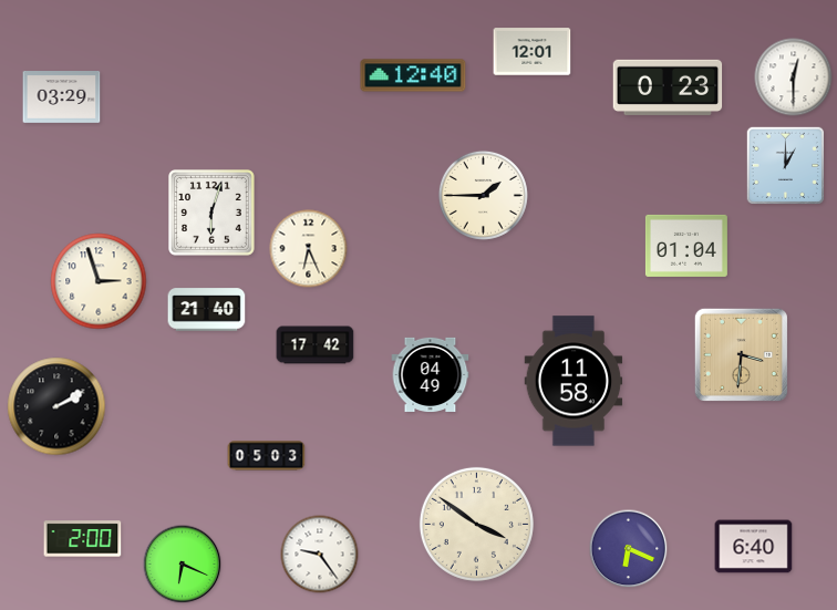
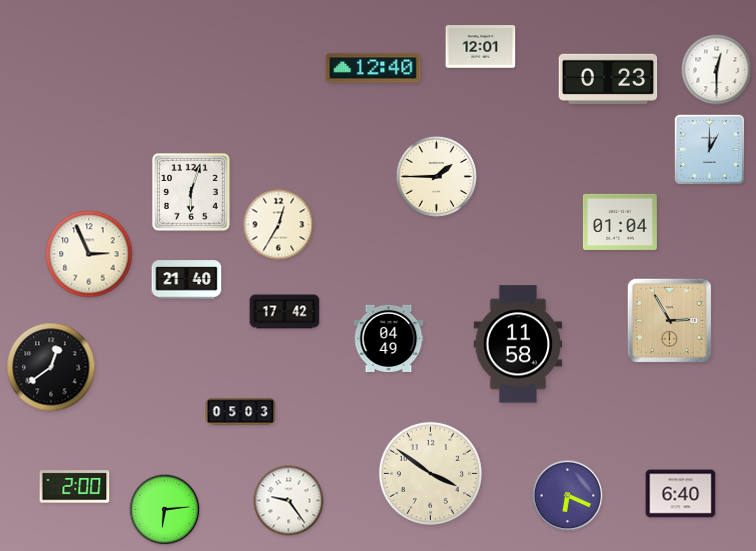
clock at (668, 86) position: (668, 86) -> (608, 78)
clock at (62, 97): 03:29 -> none
clock at (309, 249): 6:26 -> 12:35
clock at (99, 281): 2:57 -> 2:56
clock at (741, 354): 3:31 -> 2:55
clock at (56, 406): 2:10 -> 12:39
clock at (183, 565): 6:19 -> 6:14
